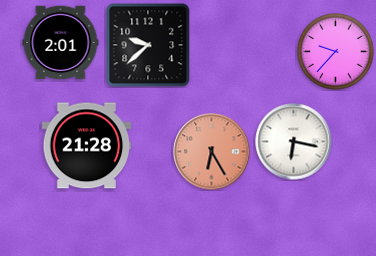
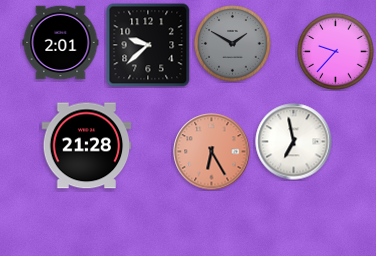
clock at (233, 44): none -> 1:50
clock at (294, 142): 6:17 -> 6:58
